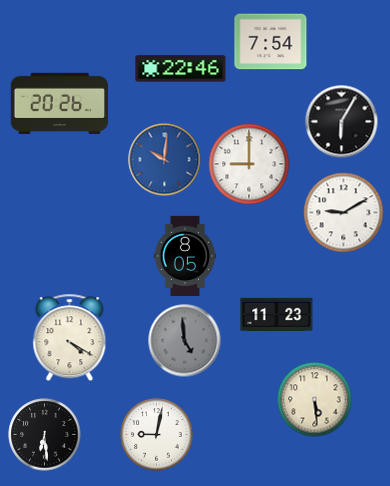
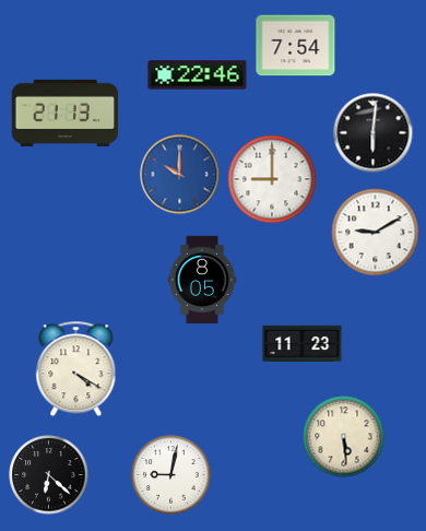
clock at (60, 103): 20:26 -> 21:13
clock at (342, 122): 6:05 -> 6:01
clock at (165, 160): 10:01 -> 10:00
clock at (185, 341): 4:59 -> none
clock at (45, 435): 6:29 -> 6:22
